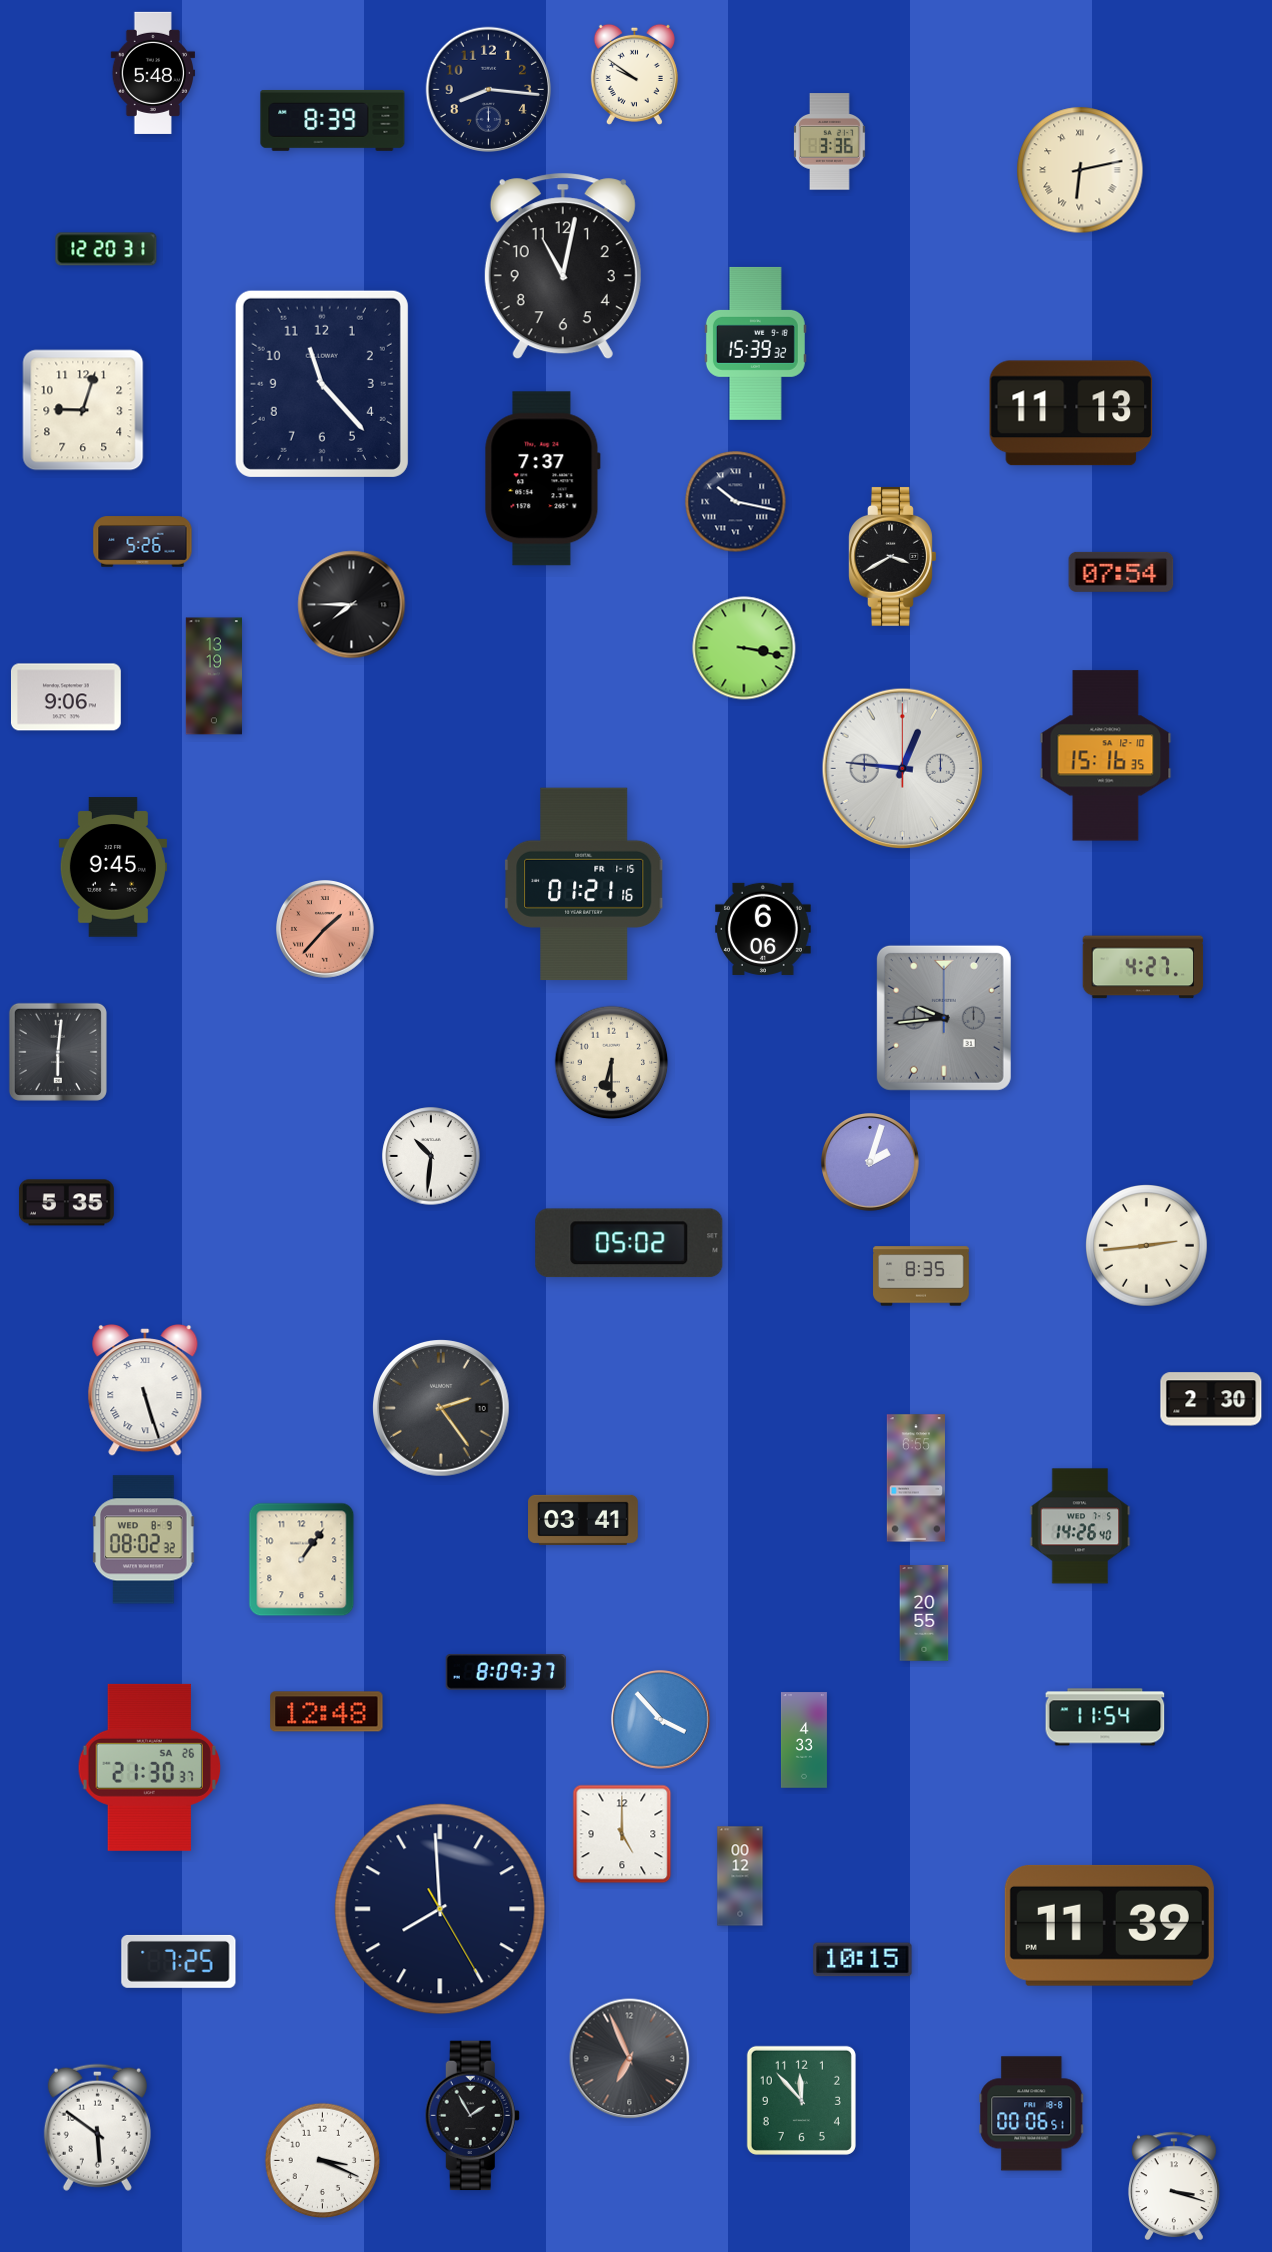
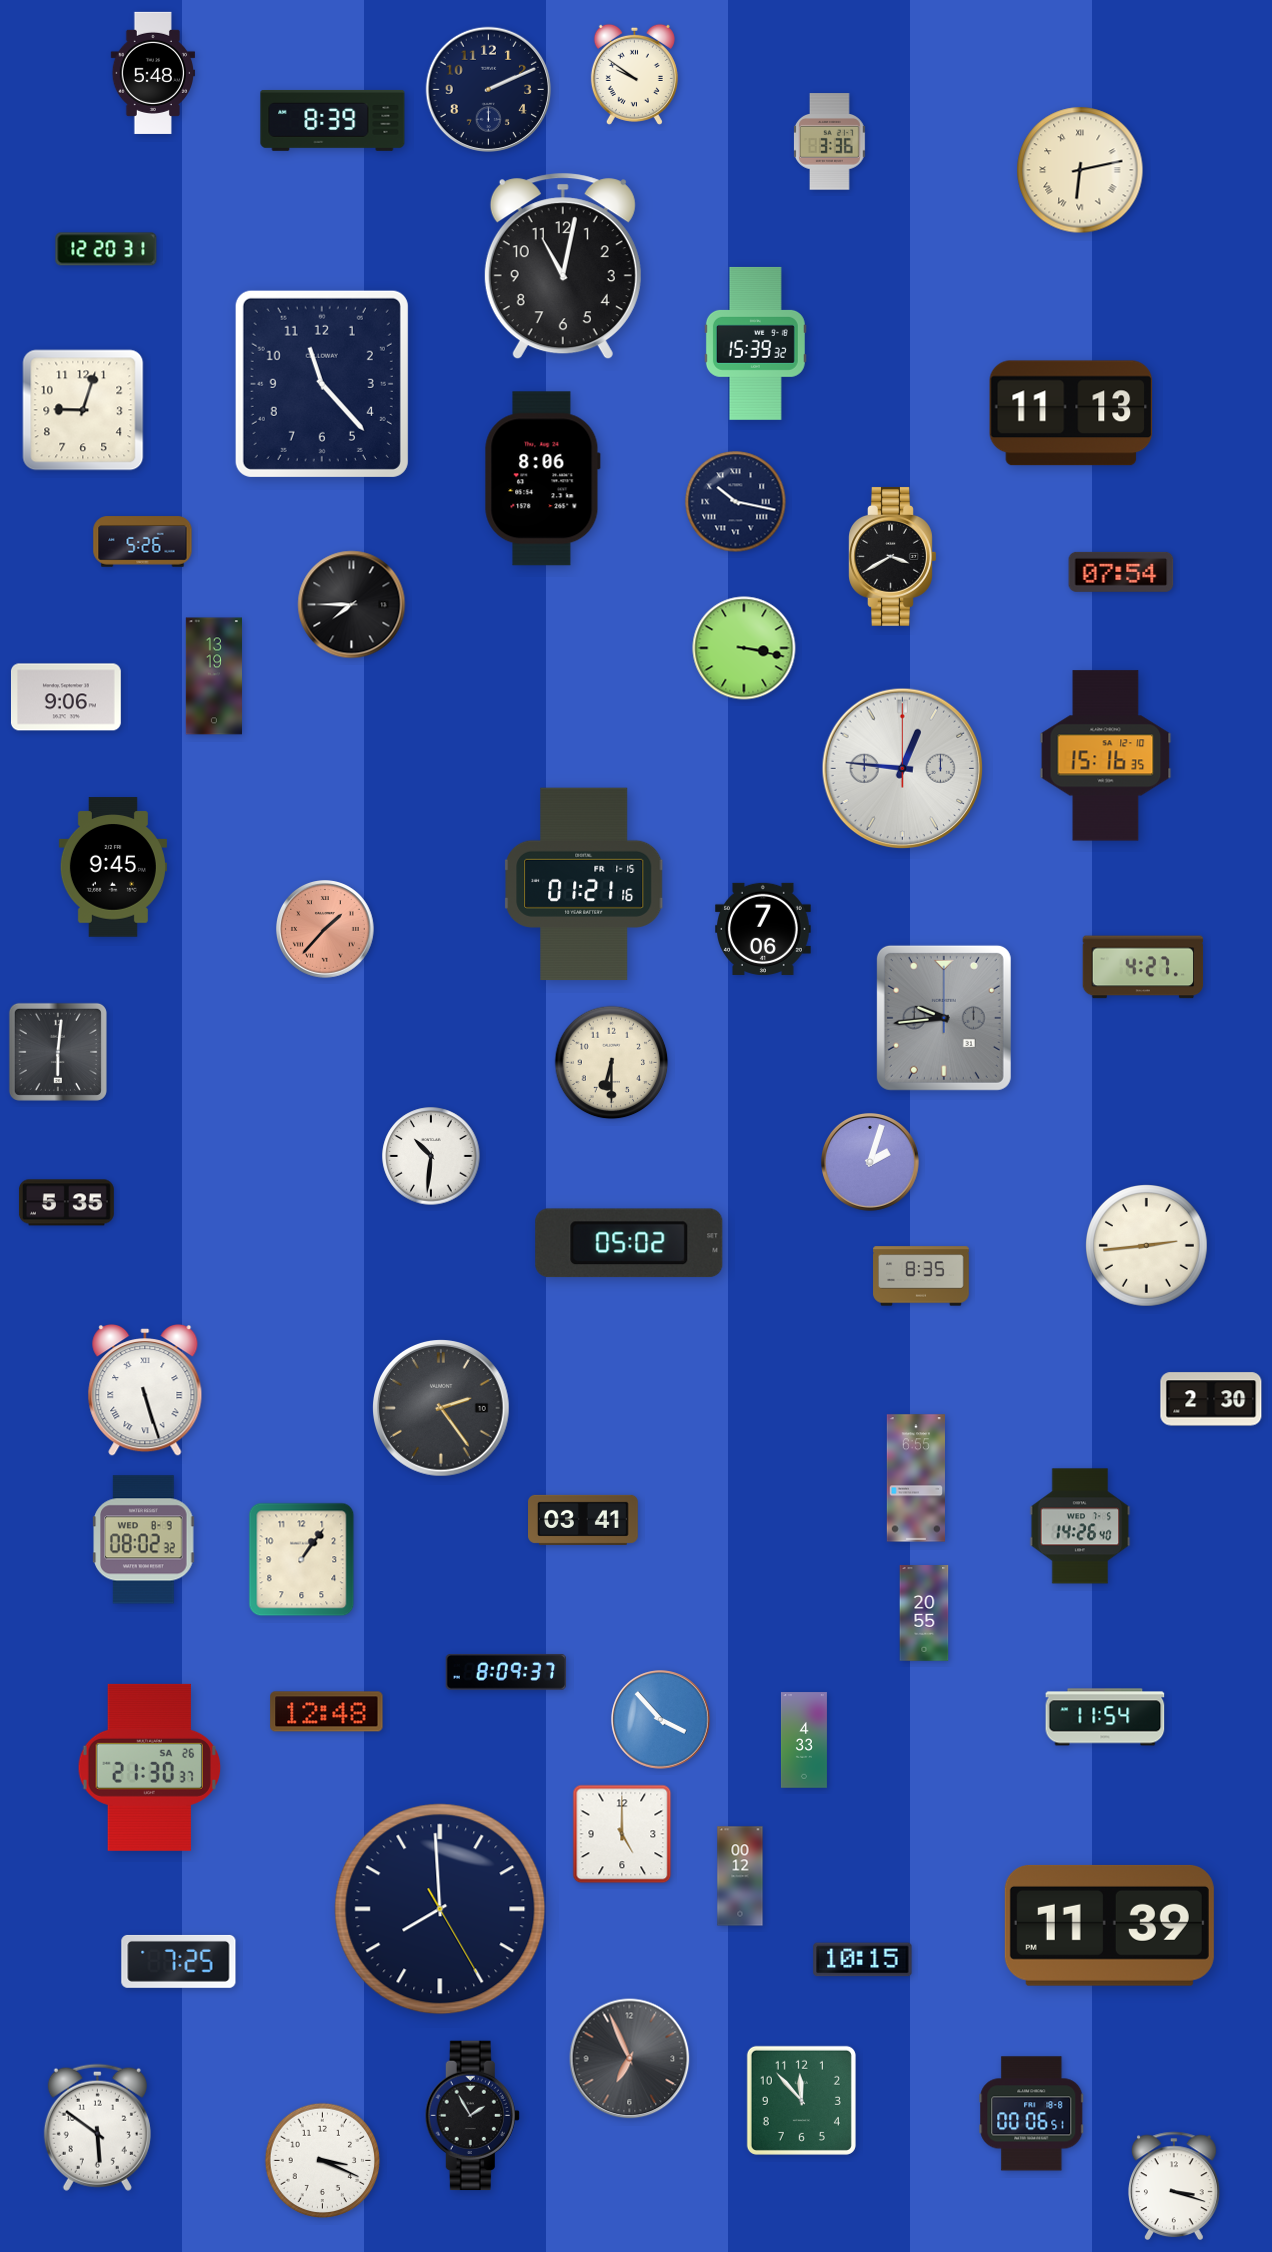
clock at (488, 89): 8:16 -> 2:11
clock at (542, 479): 7:37 -> 8:06
clock at (763, 929): 6:06 -> 7:06
